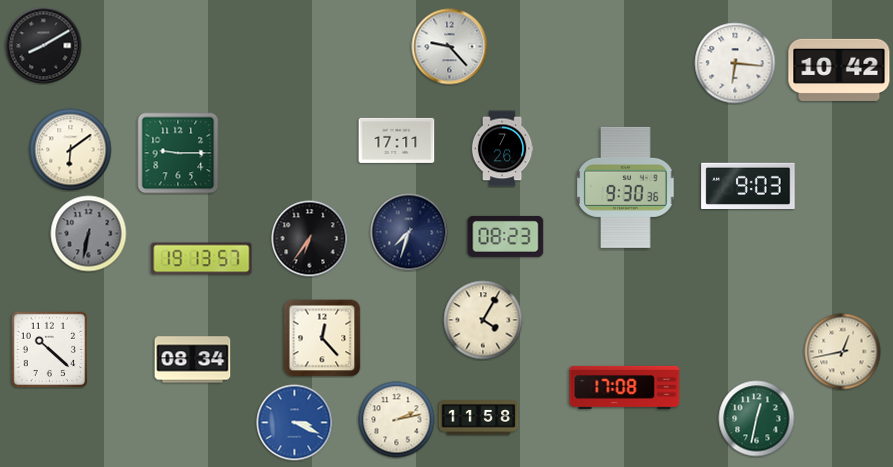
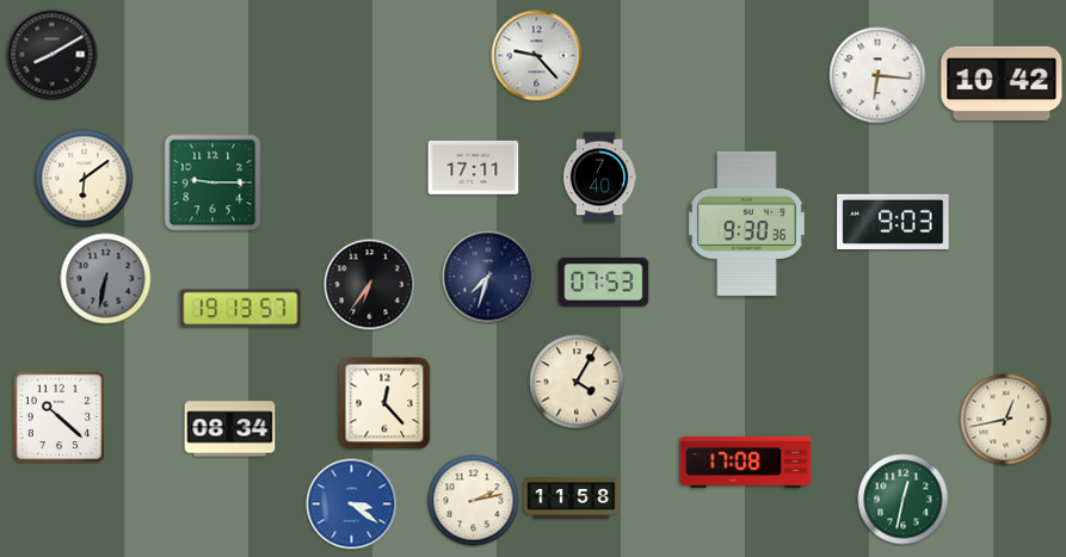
clock at (502, 149): 7:26 -> 7:40
clock at (506, 236): 08:23 -> 07:53
clock at (295, 423): 3:19 -> 3:21
